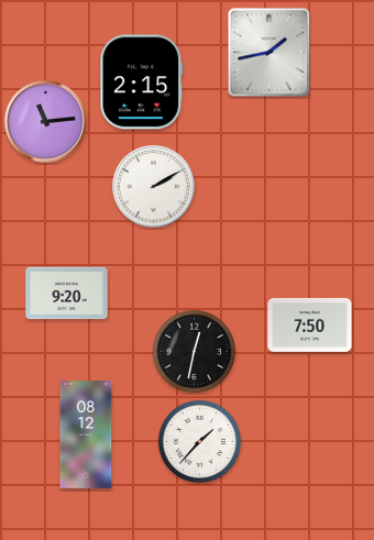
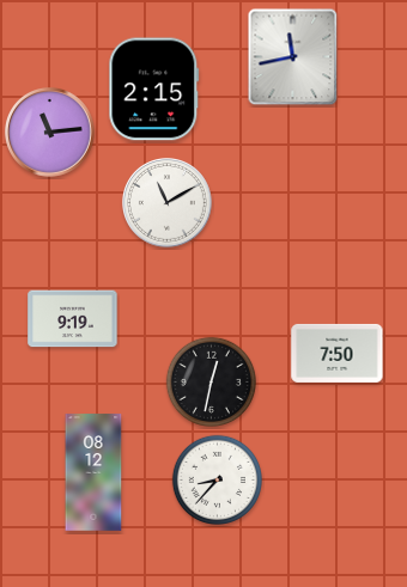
clock at (269, 53): 1:43 -> 11:43
clock at (154, 187): 2:10 -> 11:10
clock at (67, 294): 9:20 -> 9:19
clock at (199, 441): 1:37 -> 8:37
